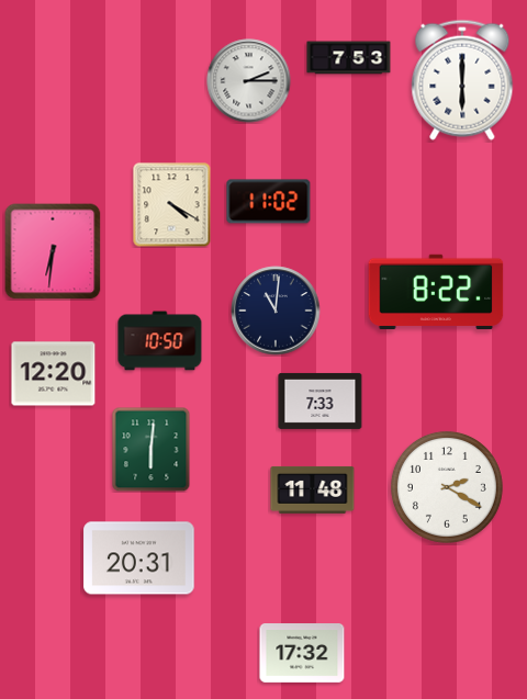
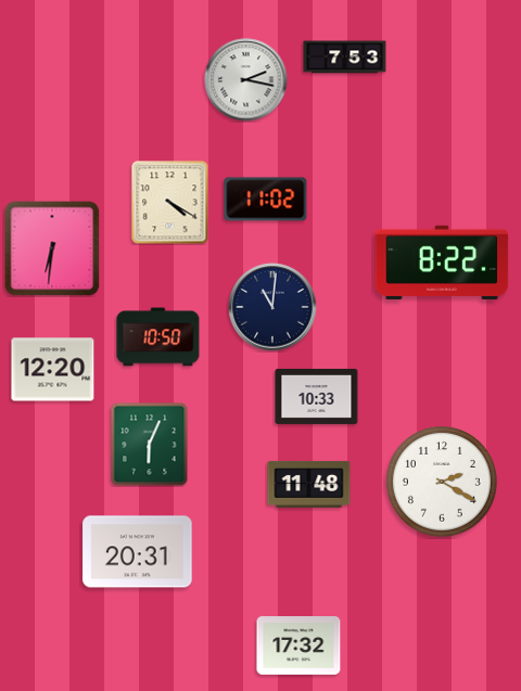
clock at (462, 80): 6:00 -> none
clock at (249, 81): 2:15 -> 2:17
clock at (436, 291) position: (436, 291) -> (442, 261)
clock at (321, 401): 7:33 -> 10:33
clock at (152, 449): 6:01 -> 6:04
